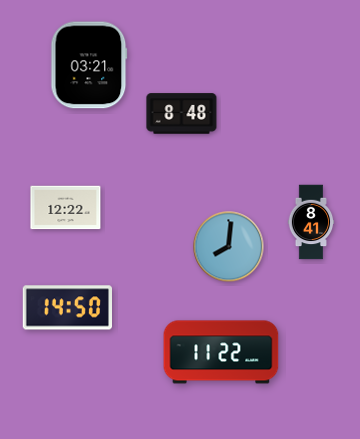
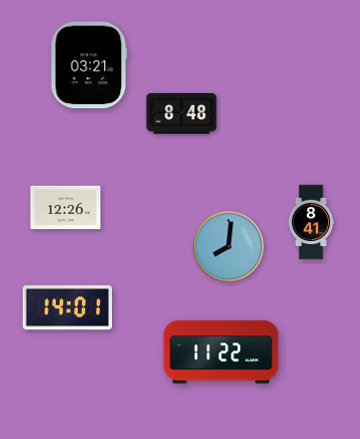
clock at (66, 208): 12:22 -> 12:26
clock at (68, 308): 14:50 -> 14:01
